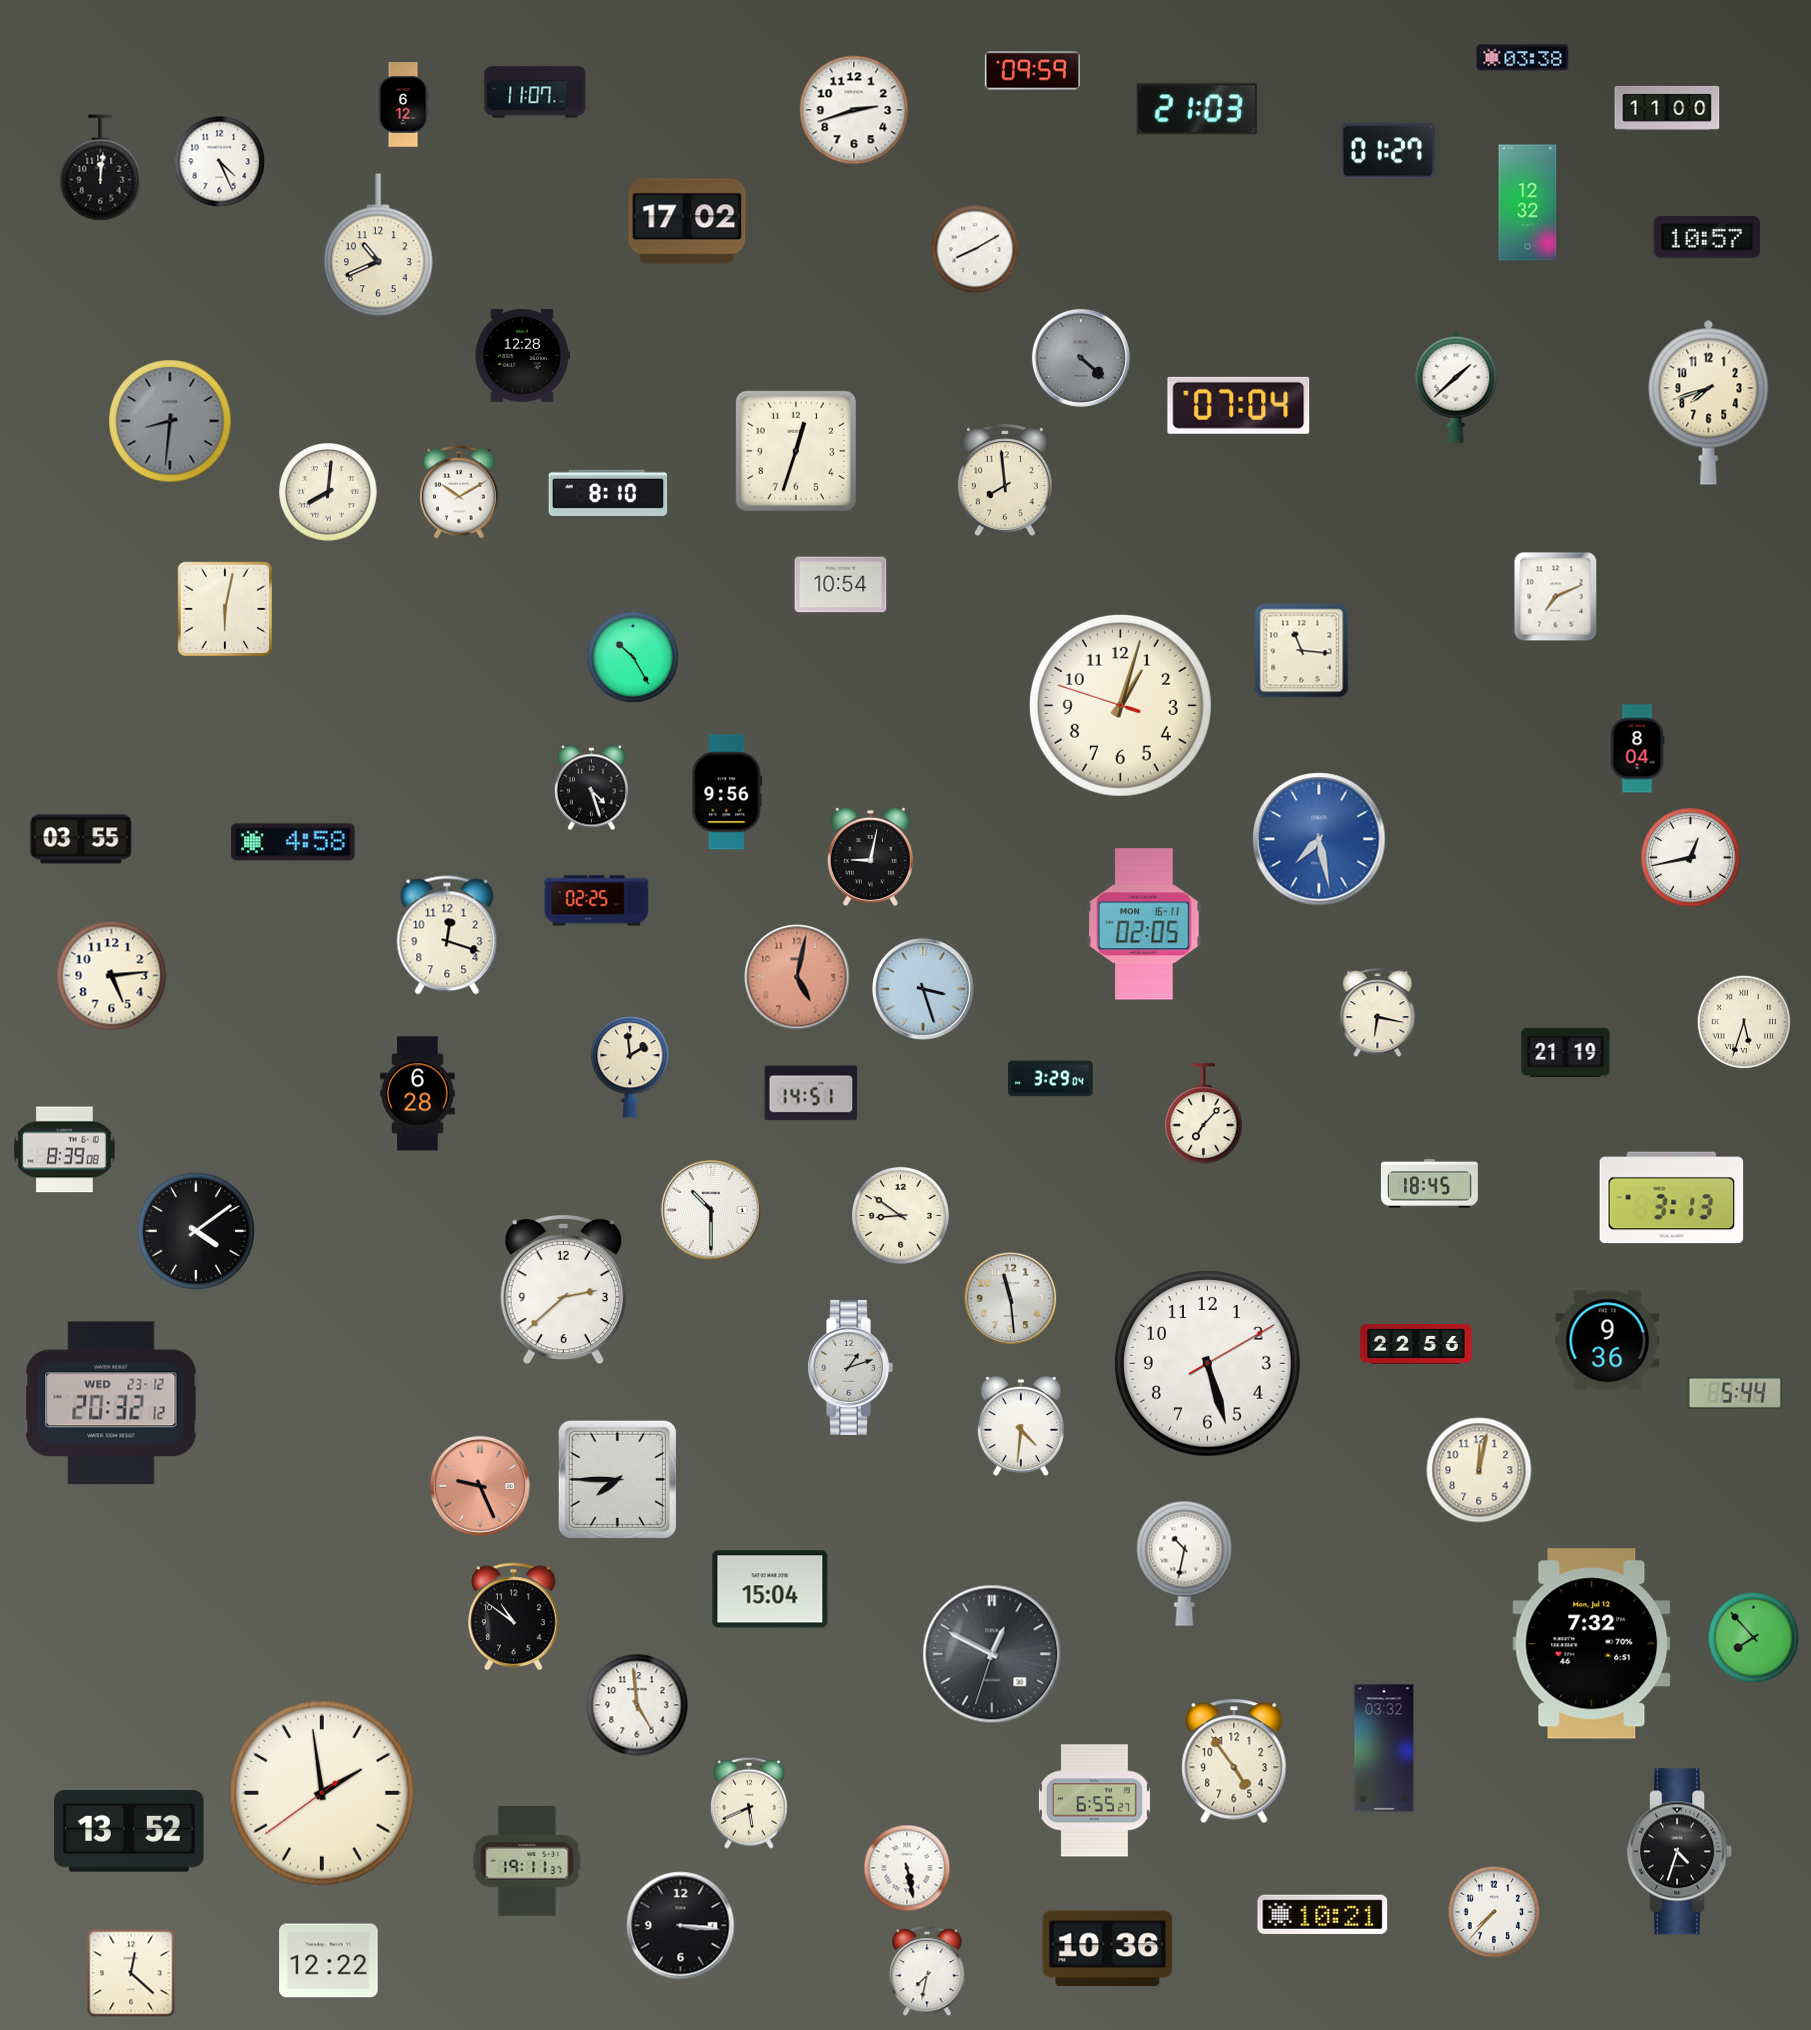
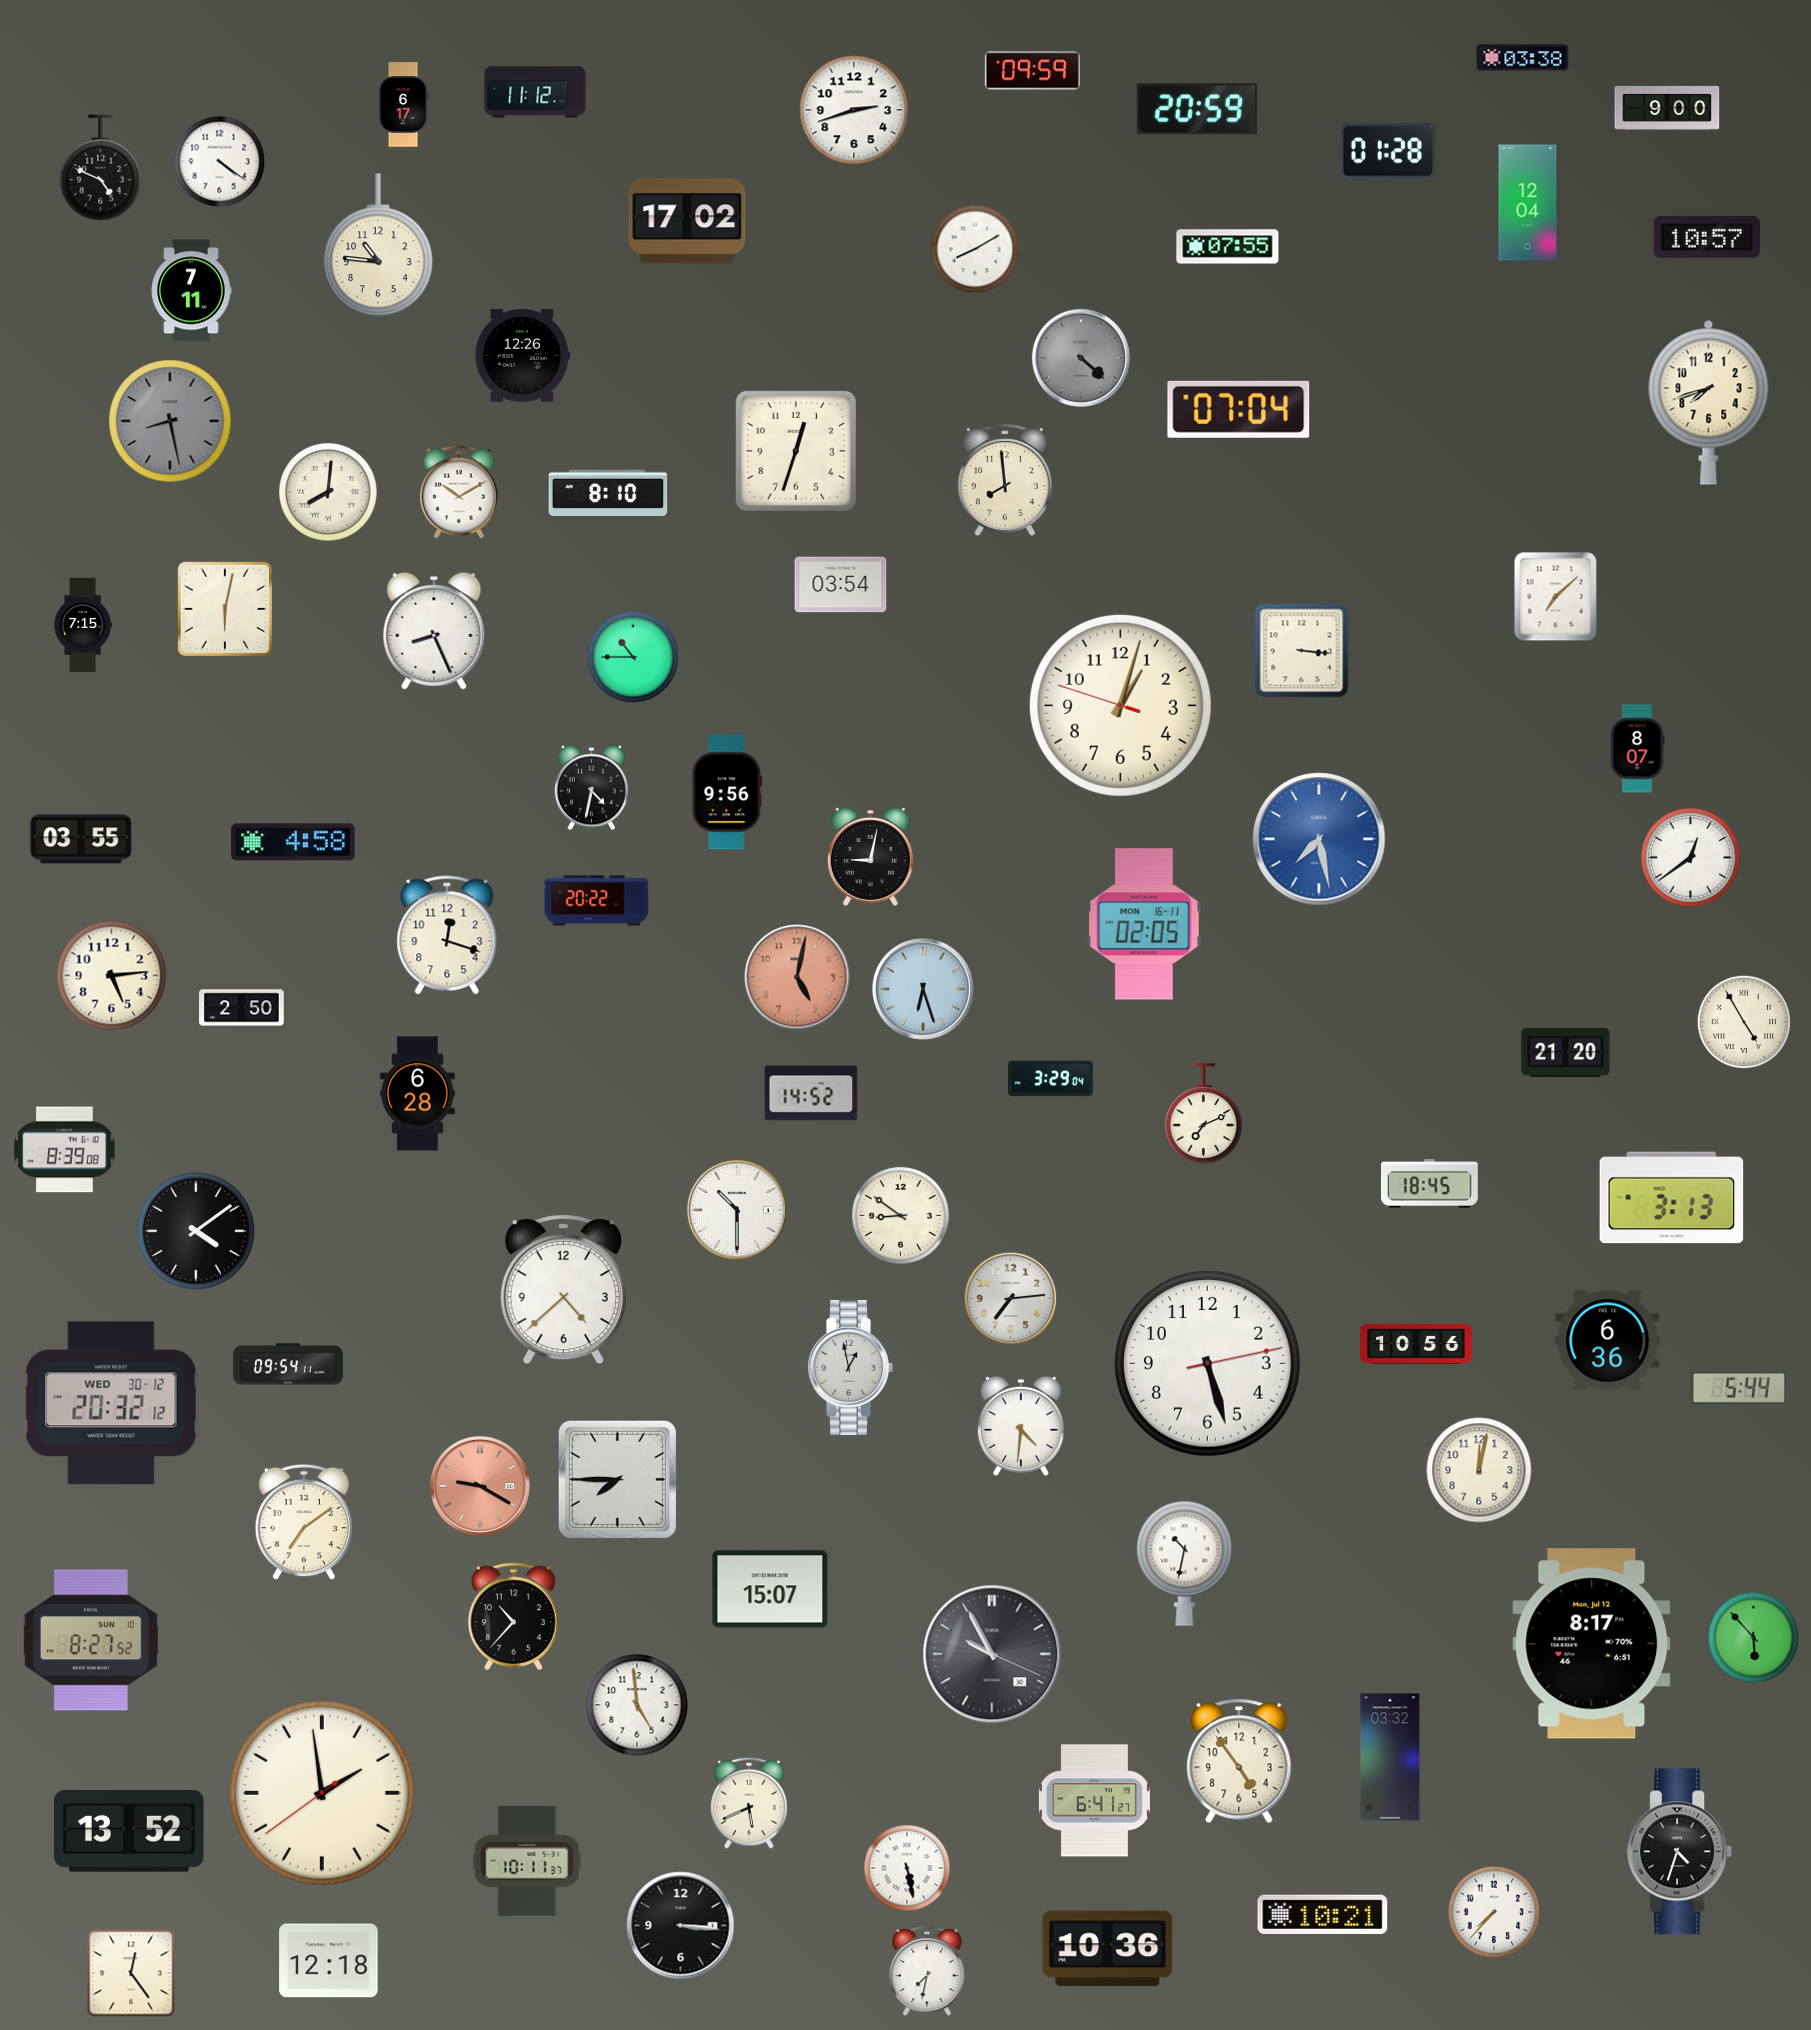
clock at (535, 92): 11:07 -> 11:12
clock at (403, 105): 6:12 -> 6:17
clock at (1667, 108): 11:00 -> 9:00
clock at (1197, 109): 21:03 -> 20:59
clock at (1388, 151): 01:27 -> 01:28
clock at (220, 162): 4:26 -> 4:21
clock at (101, 168): 12:01 -> 4:49
clock at (1528, 203): 12:32 -> 12:04
clock at (378, 246): 10:41 -> 10:46
clock at (1228, 247): none -> 07:55
clock at (191, 291): none -> 7:11
clock at (522, 356): 12:28 -> 12:26
clock at (1456, 387): 1:38 -> none
clock at (1239, 405) position: (1239, 405) -> (1239, 409)
clock at (170, 421): 8:31 -> 8:28
clock at (841, 585): 10:54 -> 03:54
clock at (1556, 597): 7:11 -> 7:08
clock at (83, 625): none -> 7:15
clock at (434, 631): none -> 8:26
clock at (1302, 651): 11:16 -> 3:16
clock at (633, 657): 10:25 -> 10:45
clock at (1637, 749): 8:04 -> 8:07
clock at (591, 788): 4:27 -> 4:32
clock at (1691, 858): 12:43 -> 12:39
clock at (597, 901): 02:25 -> 20:22
clock at (923, 989): 3:27 -> 6:27
clock at (242, 1008): none -> 2:50
clock at (1378, 1013): 6:17 -> none
clock at (1744, 1022): 5:33 -> 4:55
clock at (1566, 1052): 21:19 -> 21:20
clock at (630, 1067): 1:59 -> none
clock at (811, 1093): 14:51 -> 14:52
clock at (1204, 1114): 7:07 -> 7:11
clock at (711, 1210) position: (711, 1210) -> (737, 1210)
clock at (563, 1289): 2:38 -> 4:38
clock at (1011, 1299): 11:29 -> 7:14
clock at (1608, 1341): 9:36 -> 6:36
clock at (1416, 1344): 22:56 -> 10:56
clock at (288, 1364): none -> 09:54
clock at (1208, 1364): 5:27:10 -> 5:27:13
clock at (850, 1367): 1:12 -> 12:58
clock at (1735, 1393) position: (1735, 1393) -> (1739, 1388)
clock at (111, 1403) date: WED 23-12 -> WED 30-12
clock at (480, 1486): 9:26 -> 9:20
clock at (303, 1522): none -> 7:09
clock at (770, 1589): 15:04 -> 15:07
clock at (514, 1616): 10:51 -> 10:37
clock at (1754, 1638): 7:53 -> 5:53
clock at (91, 1640): none -> 8:27
clock at (1592, 1644): 7:32 -> 8:17
clock at (992, 1654): 12:49 -> 9:55
clock at (1384, 1748) position: (1384, 1748) -> (1390, 1757)
clock at (1234, 1761) position: (1234, 1761) -> (1239, 1761)
clock at (1094, 1801): 6:55 -> 6:41
clock at (527, 1862): 19:11 -> 10:11
clock at (329, 1961): 12:22 -> 12:18
clock at (131, 1973): 12:22 -> 12:24
